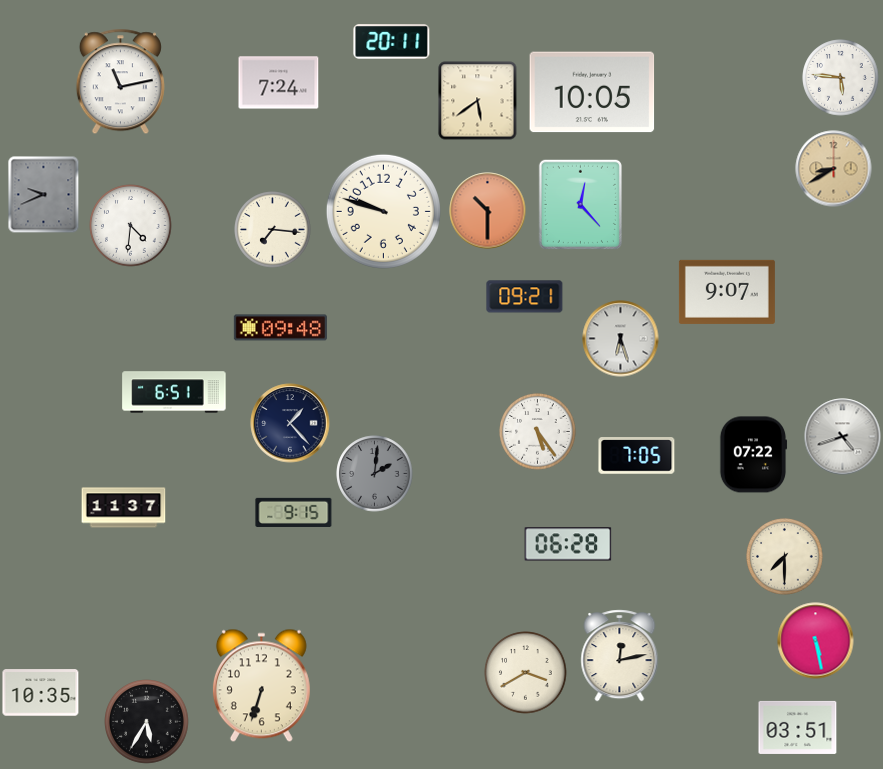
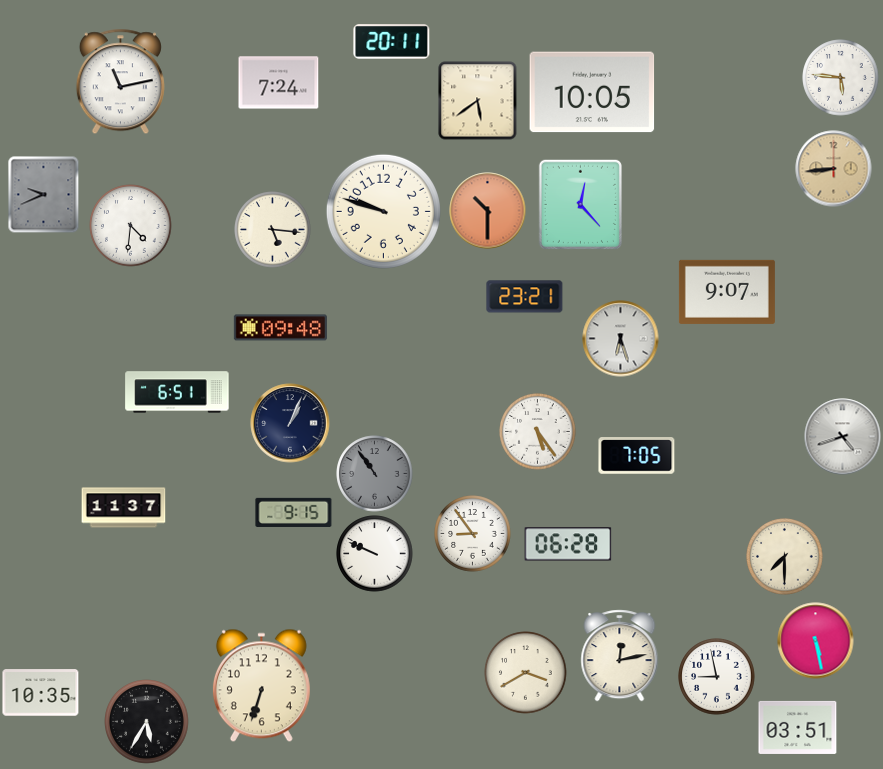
clock at (834, 169): 8:40 -> 8:44
clock at (273, 230): 7:16 -> 5:16
clock at (525, 297): 09:21 -> 23:21
clock at (174, 392) position: (174, 392) -> (177, 392)
clock at (290, 423): 1:23 -> 1:04
clock at (753, 455): 07:22 -> none
clock at (375, 474): 2:01 -> 10:54
clock at (473, 534): none -> 8:54
clock at (375, 554): none -> 9:49
clock at (717, 677): none -> 8:58
